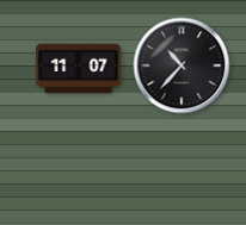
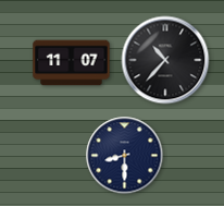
clock at (125, 156): none -> 8:30
